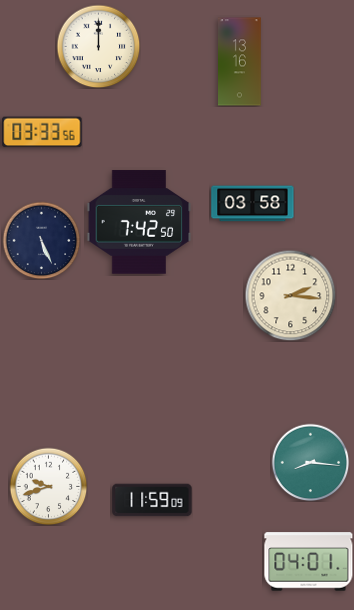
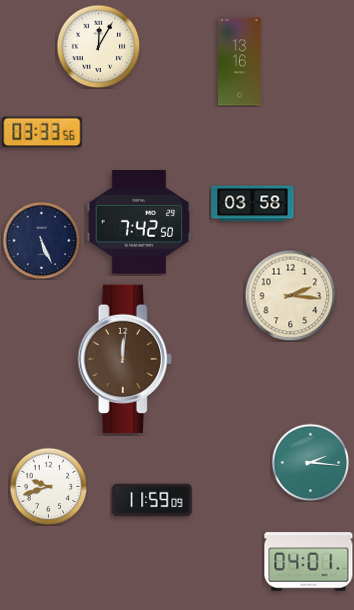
clock at (98, 46): 12:00 -> 12:05
clock at (125, 359): none -> 12:01
clock at (310, 462): 8:16 -> 2:16
